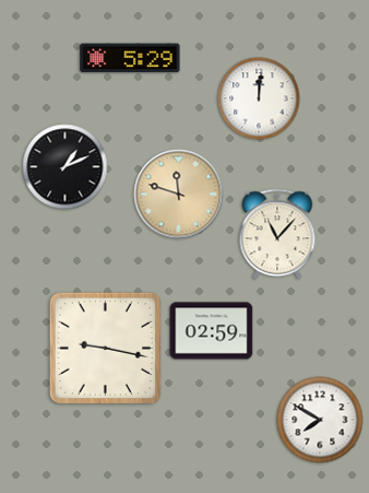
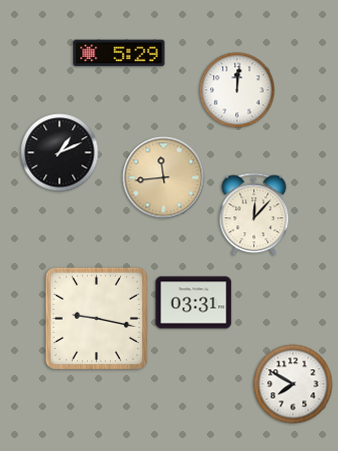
clock at (179, 195): 11:48 -> 11:44
clock at (277, 234): 11:07 -> 12:07
clock at (212, 331): 02:59 -> 03:31
